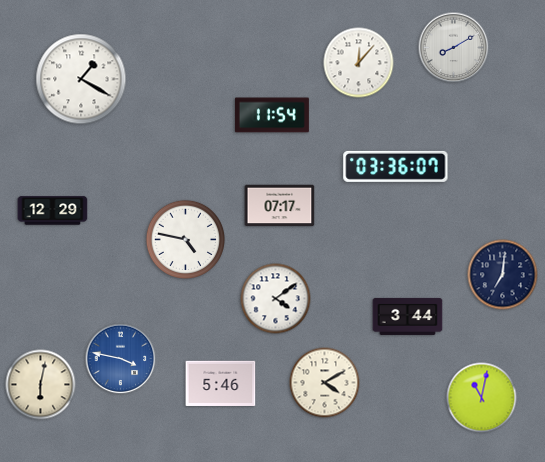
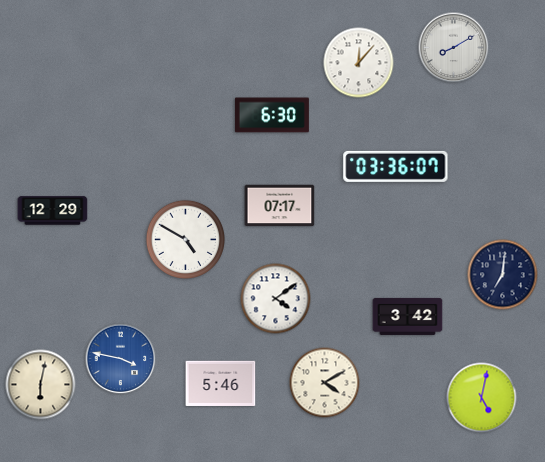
clock at (81, 79): 1:20 -> none
clock at (272, 115): 11:54 -> 6:30
clock at (185, 239): 4:47 -> 4:50
clock at (408, 316): 3:44 -> 3:42
clock at (482, 398): 11:02 -> 5:02
